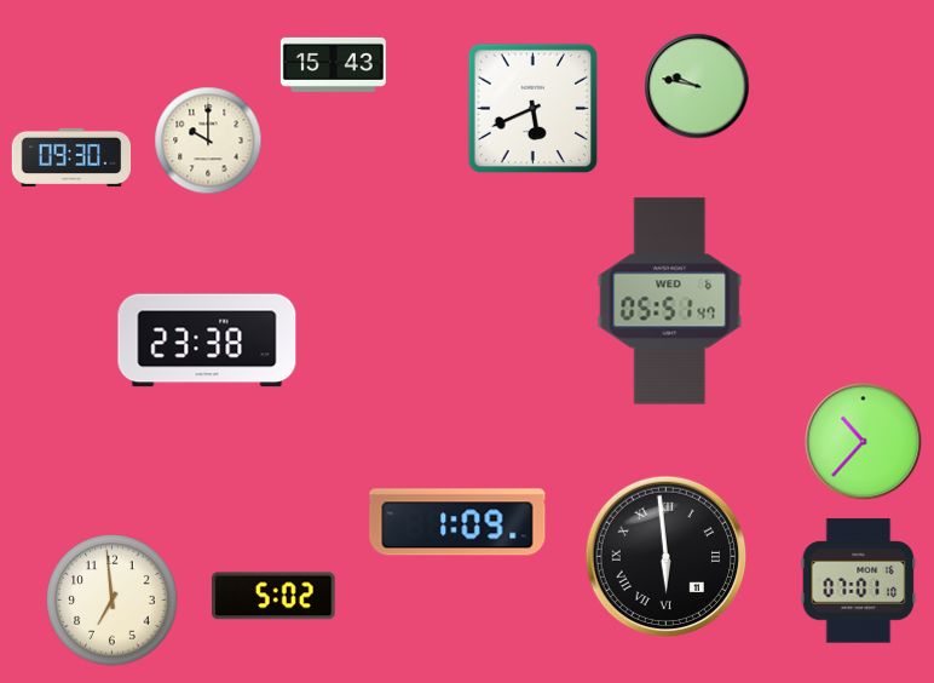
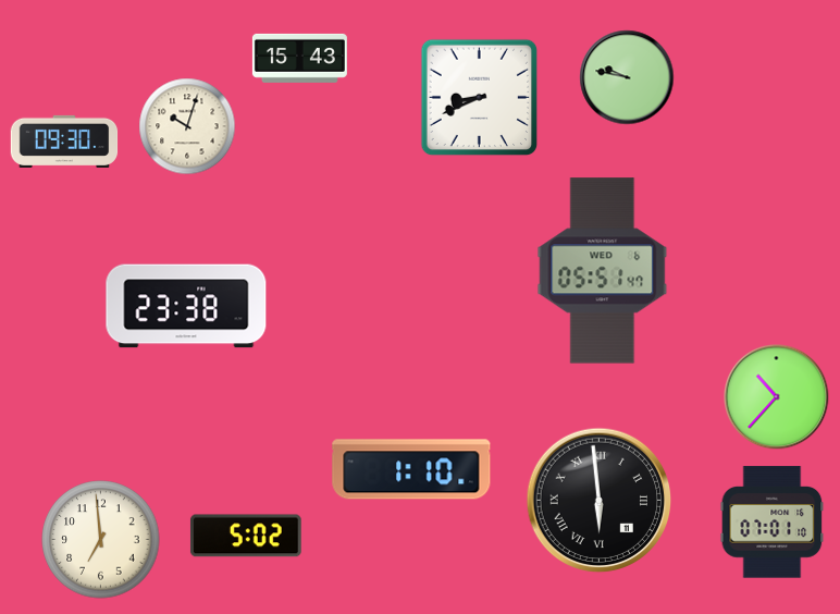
clock at (534, 109): 5:41 -> 8:41
clock at (208, 140): 10:00 -> 10:03
clock at (457, 522): 1:09 -> 1:10
